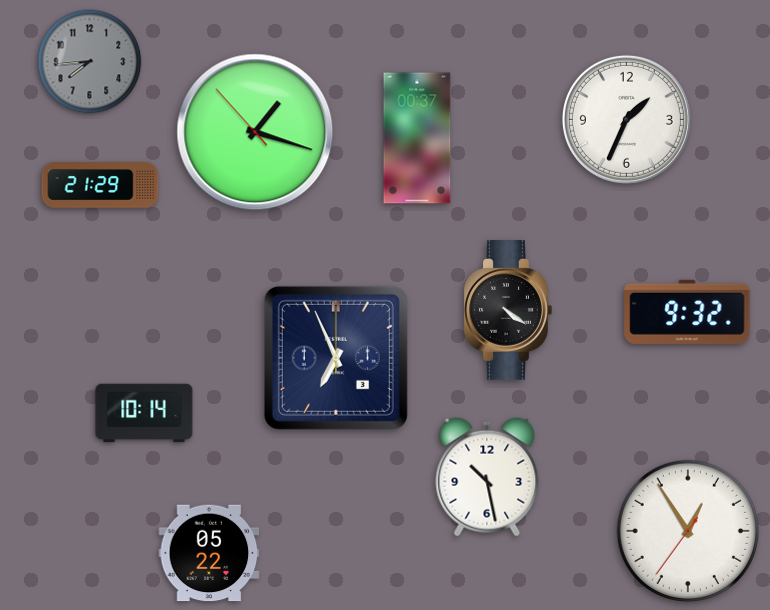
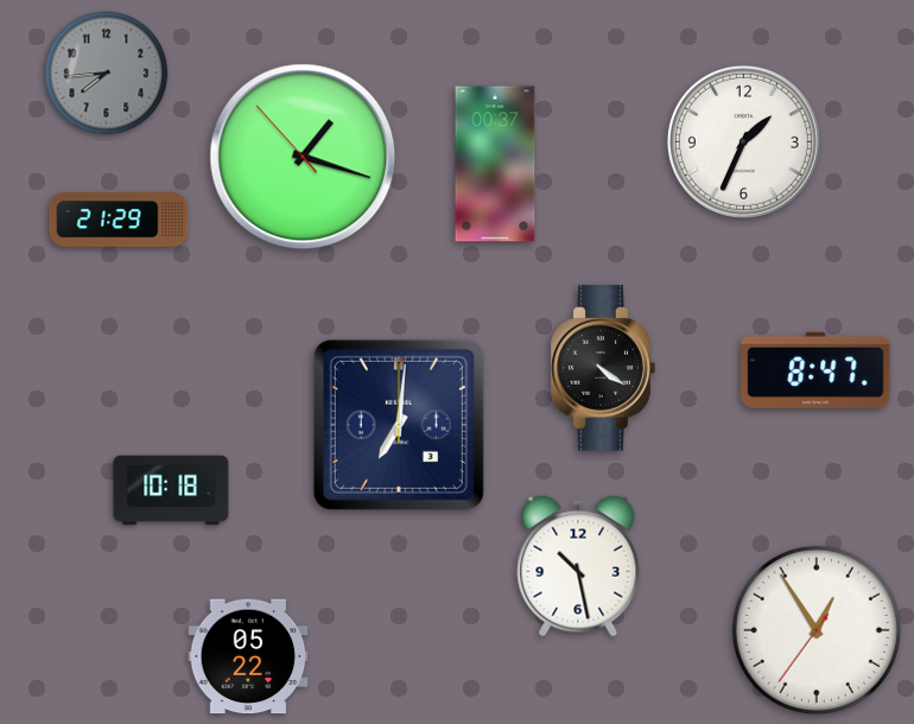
clock at (687, 312): 9:32 -> 8:47
clock at (336, 358): 6:56 -> 7:01
clock at (144, 413): 10:14 -> 10:18
